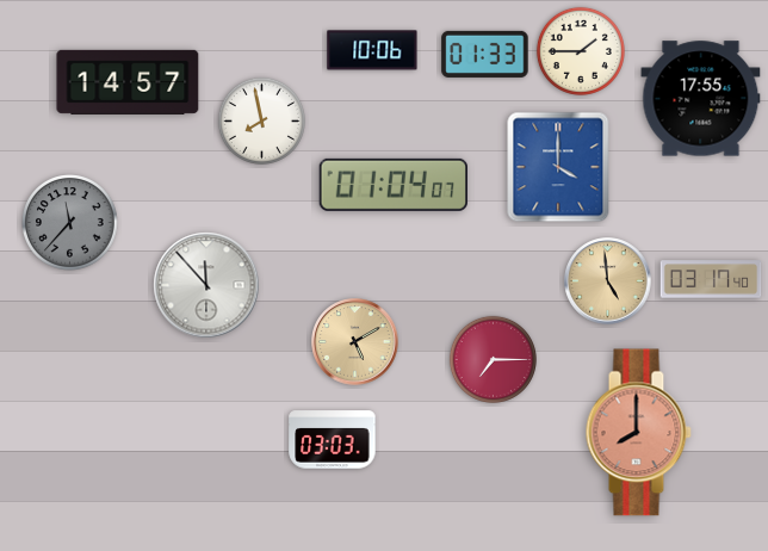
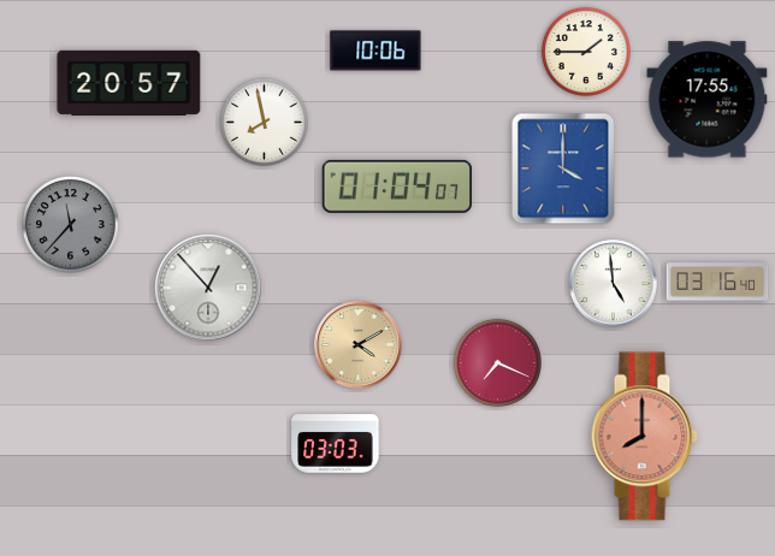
clock at (485, 54): 01:33 -> none
clock at (128, 82): 14:57 -> 20:57
clock at (711, 279): 03:17 -> 03:16
clock at (608, 281) dial: champagne -> white
clock at (206, 285): 11:53 -> 12:53
clock at (355, 342): 5:10 -> 4:10
clock at (493, 359): 7:15 -> 7:19
